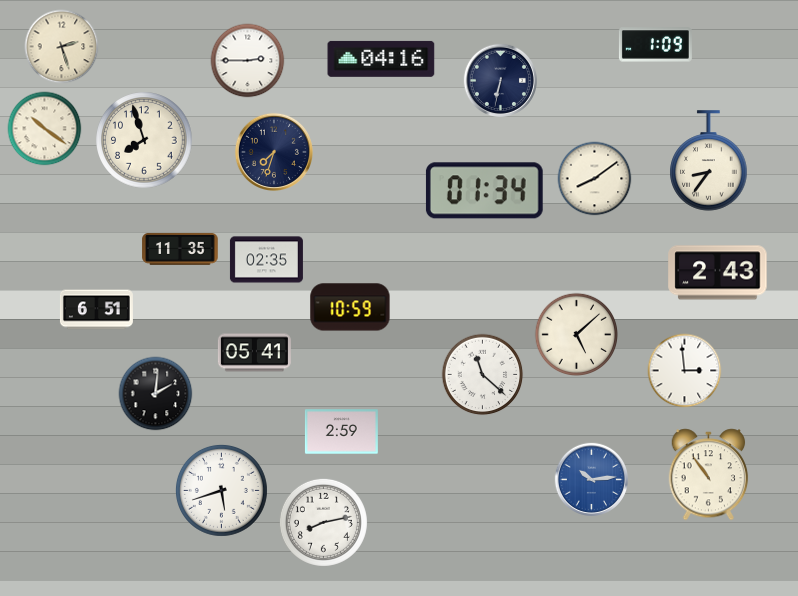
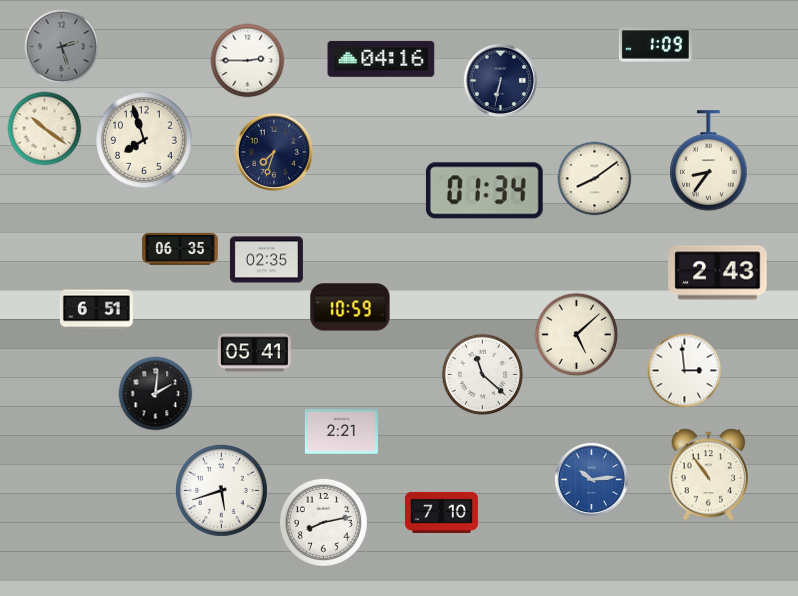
clock at (62, 47) dial: cream -> grey
clock at (180, 249): 11:35 -> 06:35
clock at (341, 432): 2:59 -> 2:21
clock at (441, 512): none -> 7:10
